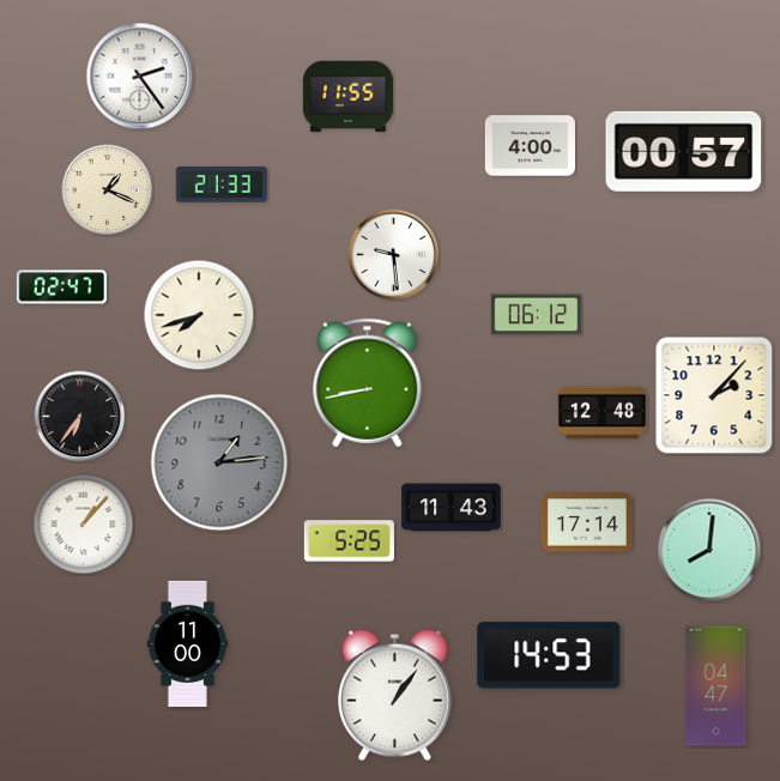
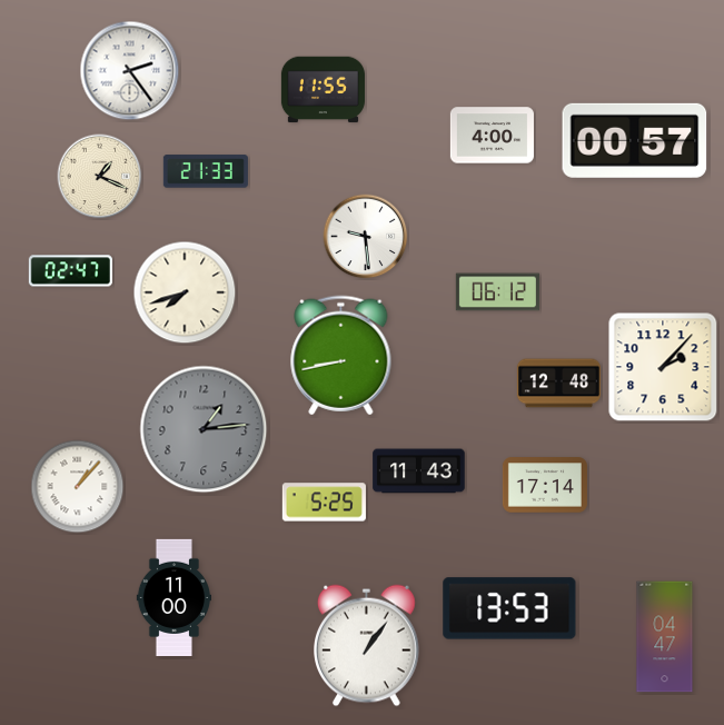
clock at (61, 287) position: (61, 287) -> (70, 271)
clock at (80, 417): 6:36 -> none
clock at (709, 550): 8:01 -> none
clock at (549, 655): 14:53 -> 13:53
